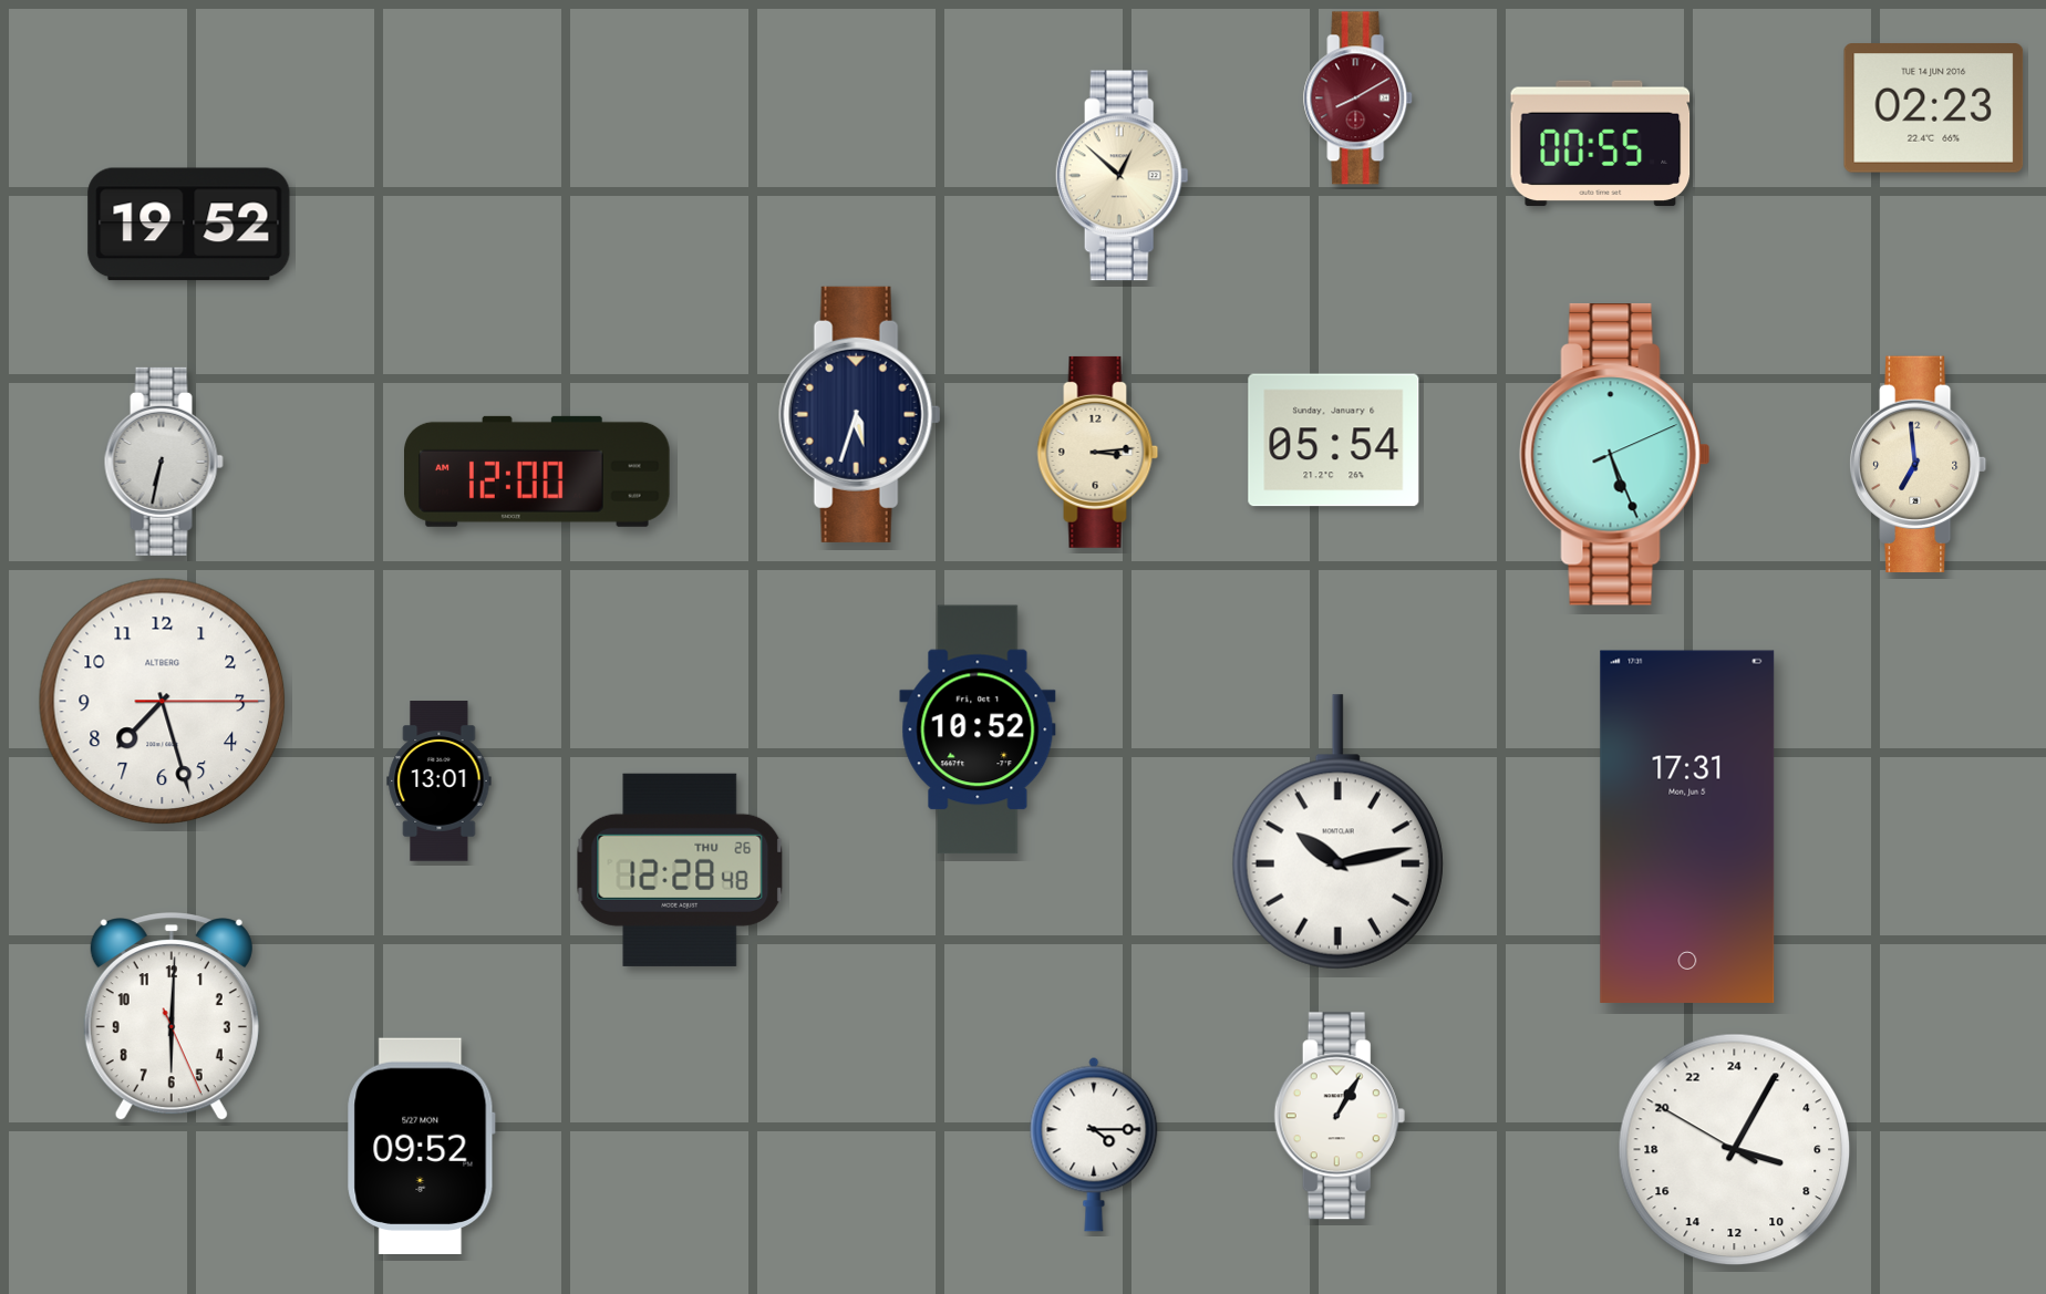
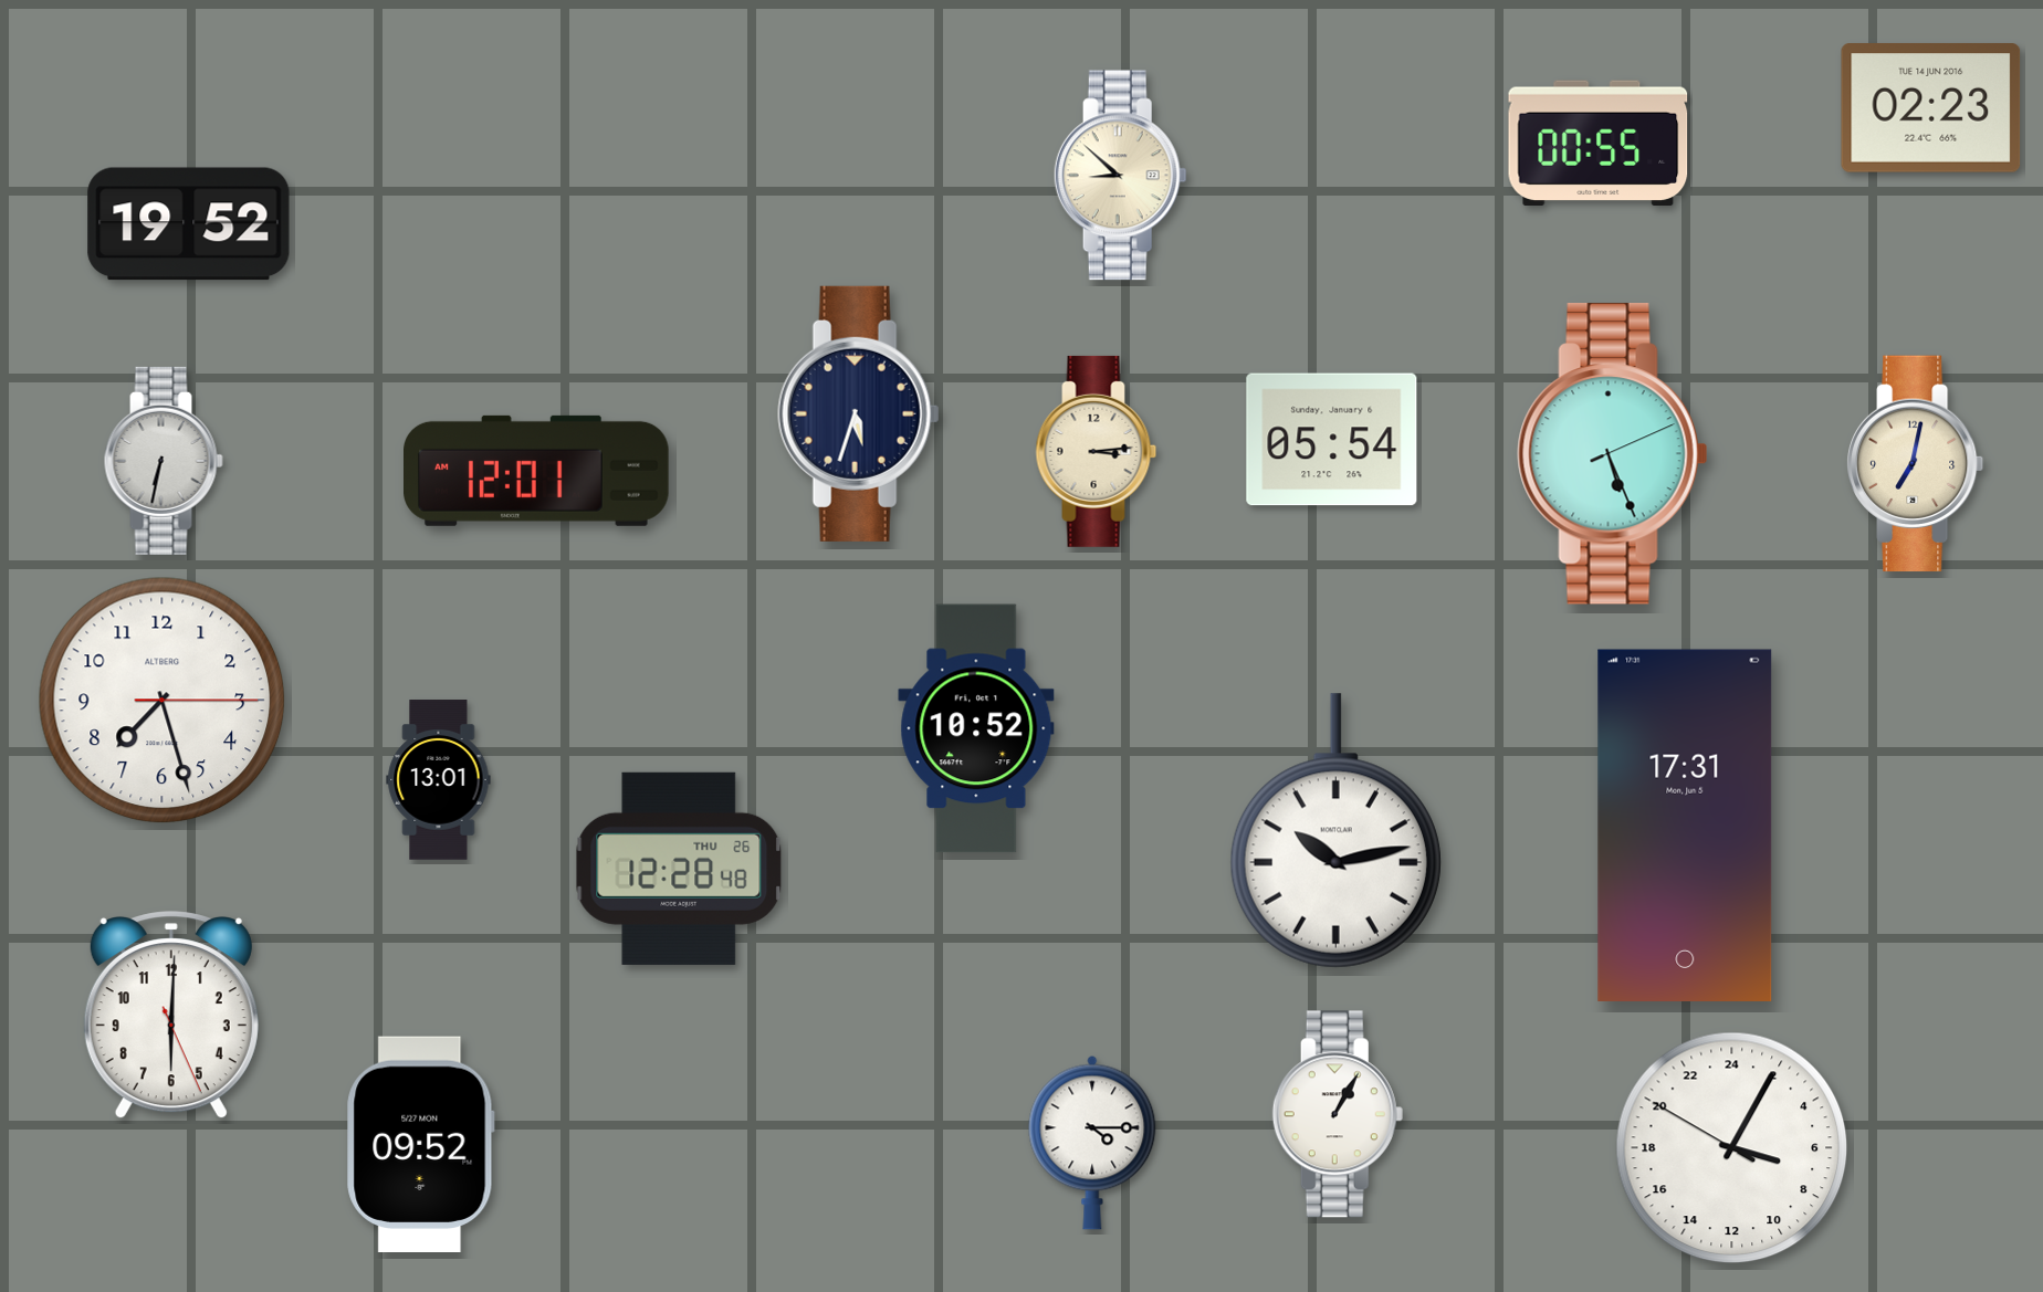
clock at (1358, 99): 8:10 -> none
clock at (1122, 176): 12:52 -> 8:52
clock at (1919, 465): 6:59 -> 7:02
clock at (538, 472): 12:00 -> 12:01
